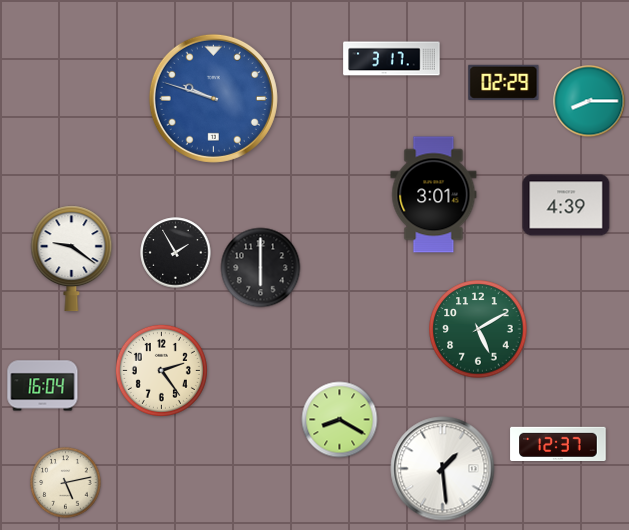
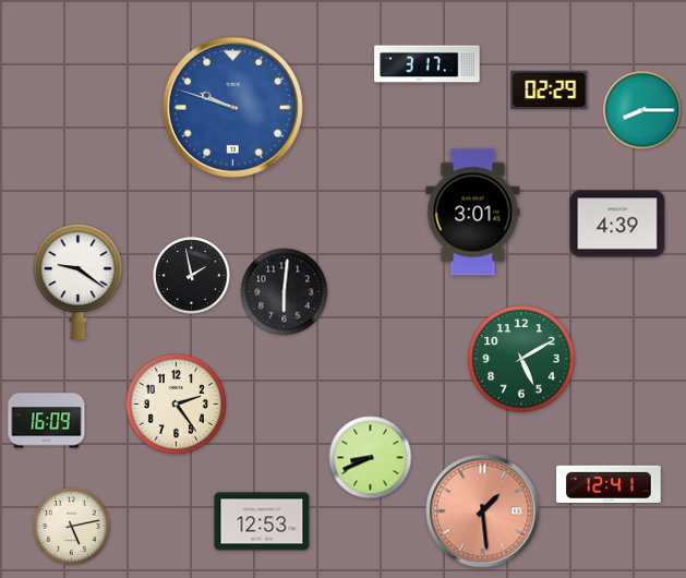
clock at (176, 253): 1:55 -> 1:58
clock at (261, 268): 6:00 -> 6:01
clock at (43, 386): 16:04 -> 16:09
clock at (340, 420): 8:20 -> 8:41
clock at (558, 443): 12:37 -> 12:41
clock at (443, 469) dial: white -> salmon
clock at (262, 521): none -> 12:53
